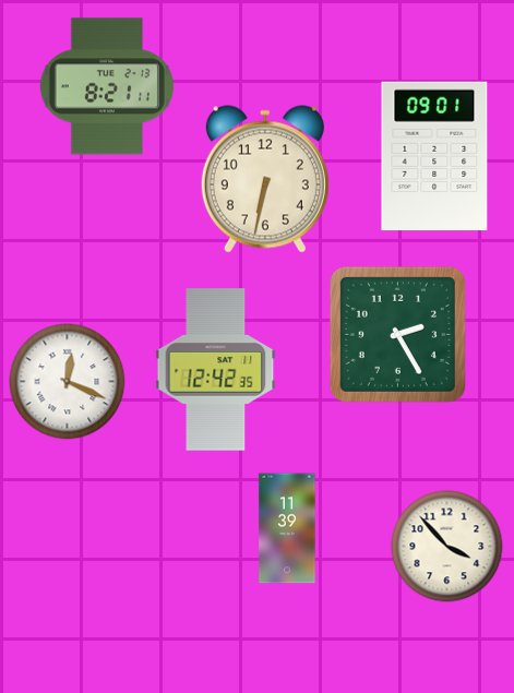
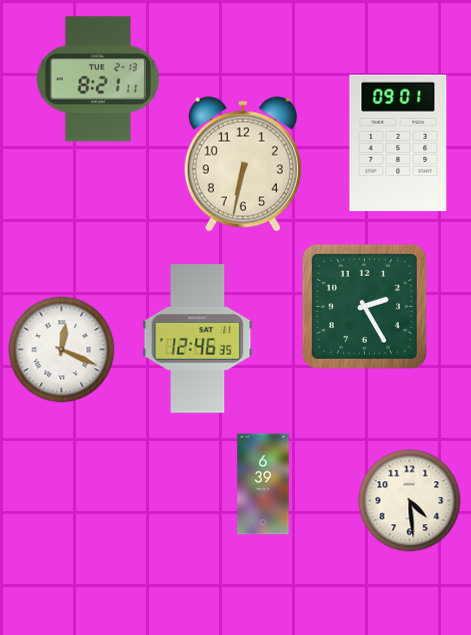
clock at (216, 370): 12:42 -> 12:46
clock at (287, 528): 11:39 -> 6:39
clock at (447, 547): 3:53 -> 4:29
